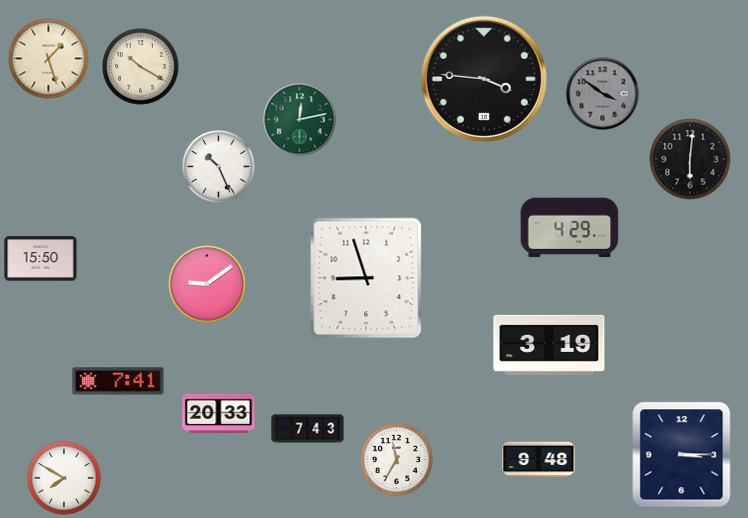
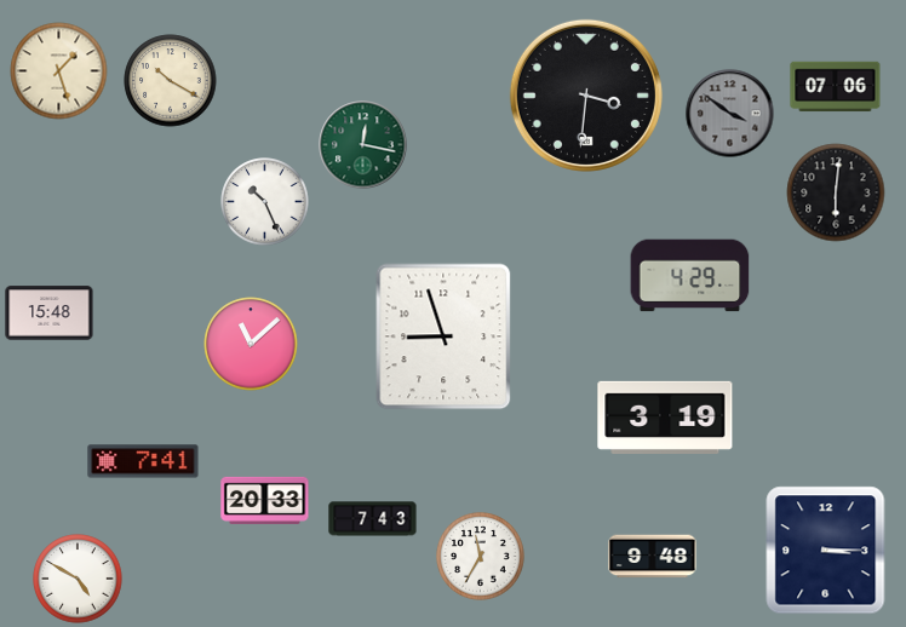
clock at (836, 87): none -> 07:06
clock at (484, 79): 3:46 -> 3:31
clock at (300, 120): 12:13 -> 12:17
clock at (41, 259): 15:50 -> 15:48
clock at (207, 284): 9:09 -> 11:08
clock at (64, 478): 7:50 -> 4:50
